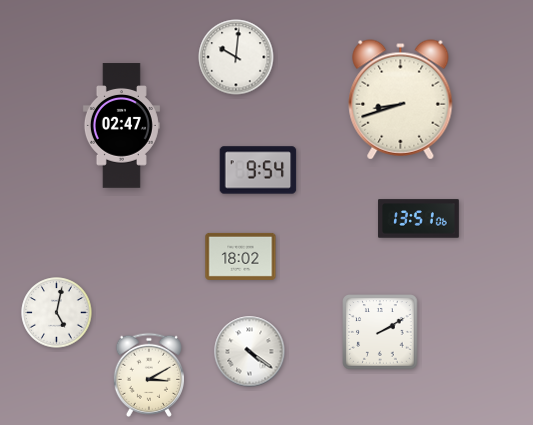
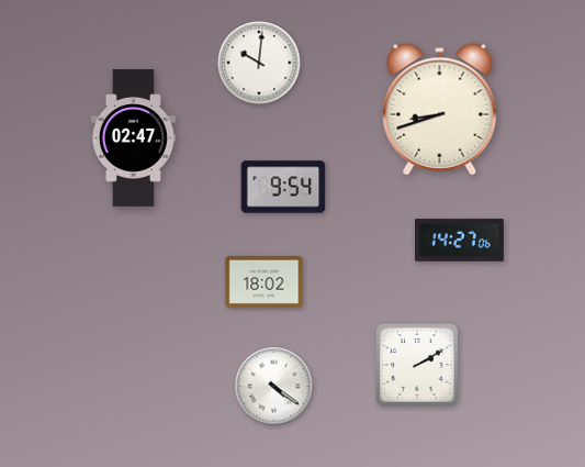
clock at (419, 219): 13:51 -> 14:27
clock at (57, 313): 5:02 -> none
clock at (148, 375): 3:10 -> none
